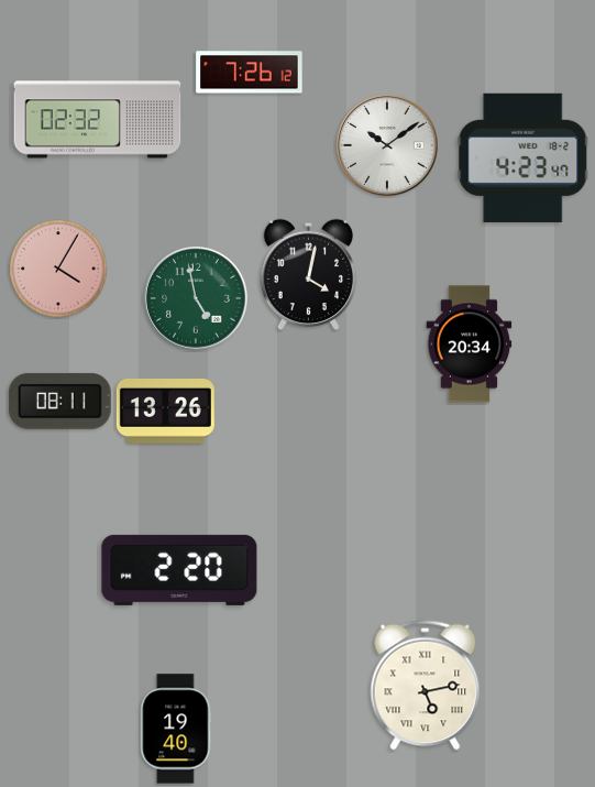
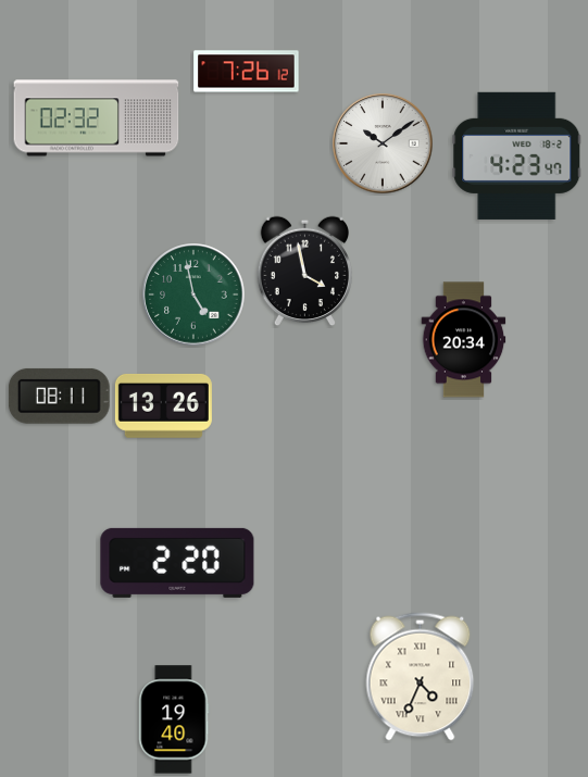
clock at (58, 269): 4:05 -> none
clock at (308, 275): 4:02 -> 3:58
clock at (426, 686): 5:13 -> 4:34
